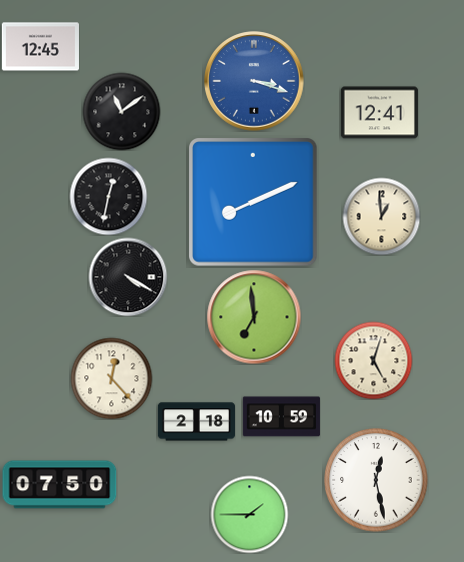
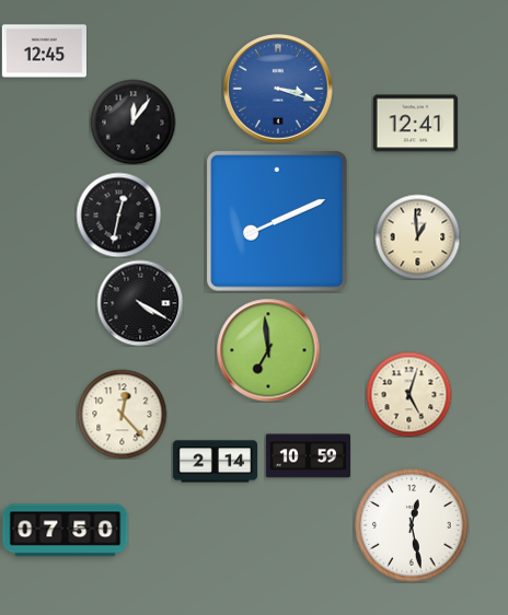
clock at (121, 111): 11:09 -> 12:06
clock at (254, 317) position: (254, 317) -> (268, 350)
clock at (196, 422): 2:18 -> 2:14
clock at (249, 514): 1:45 -> none
